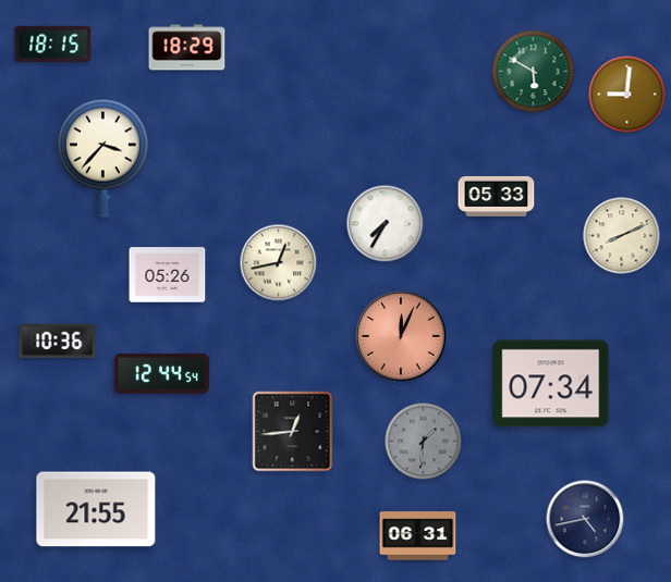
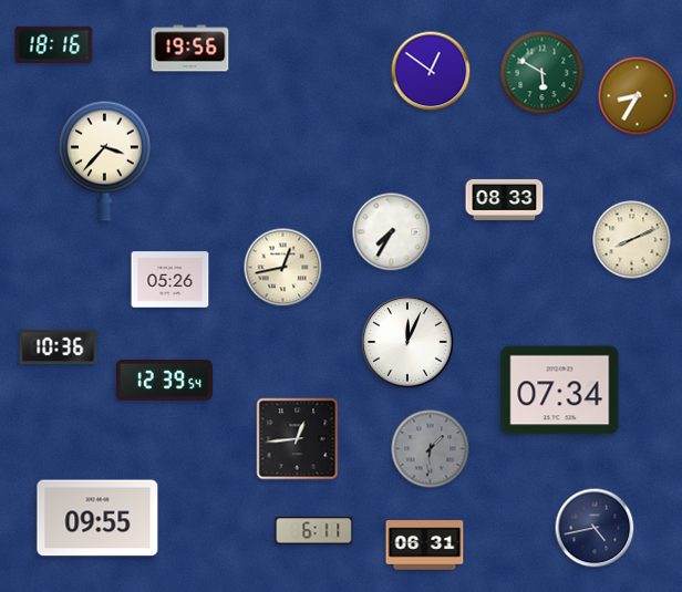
clock at (53, 44): 18:15 -> 18:16
clock at (187, 48): 18:29 -> 19:56
clock at (431, 71): none -> 12:51
clock at (627, 95): 9:01 -> 8:35
clock at (497, 196): 05:33 -> 08:33
clock at (386, 224) position: (386, 224) -> (392, 232)
clock at (402, 337) dial: salmon -> white
clock at (161, 373): 12:44 -> 12:39
clock at (96, 509): 21:55 -> 09:55
clock at (314, 531): none -> 6:11
